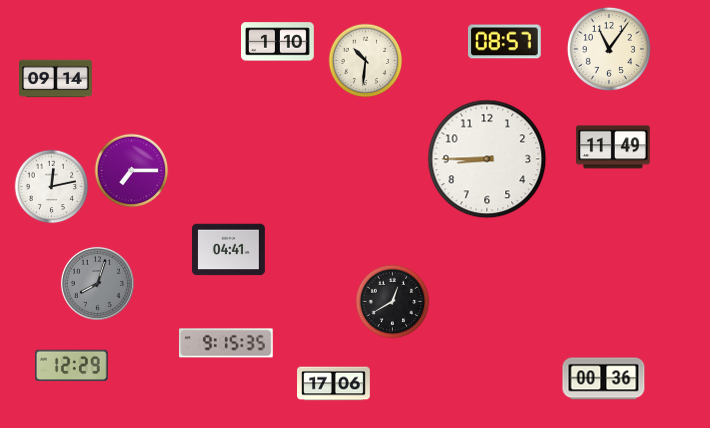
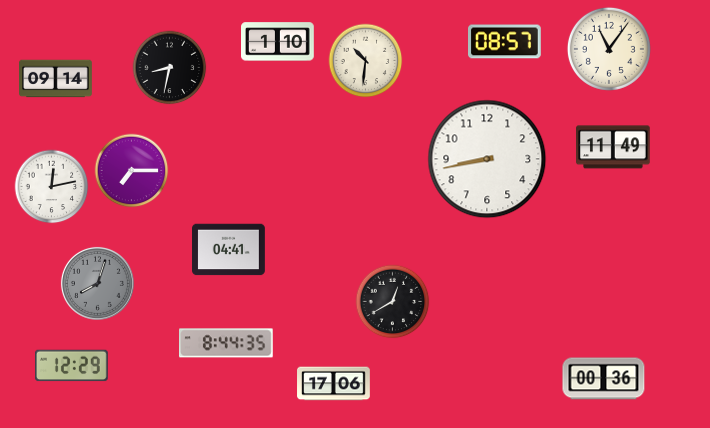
clock at (170, 68): none -> 8:32
clock at (487, 159): 8:45 -> 8:43
clock at (227, 343): 9:15 -> 8:44
